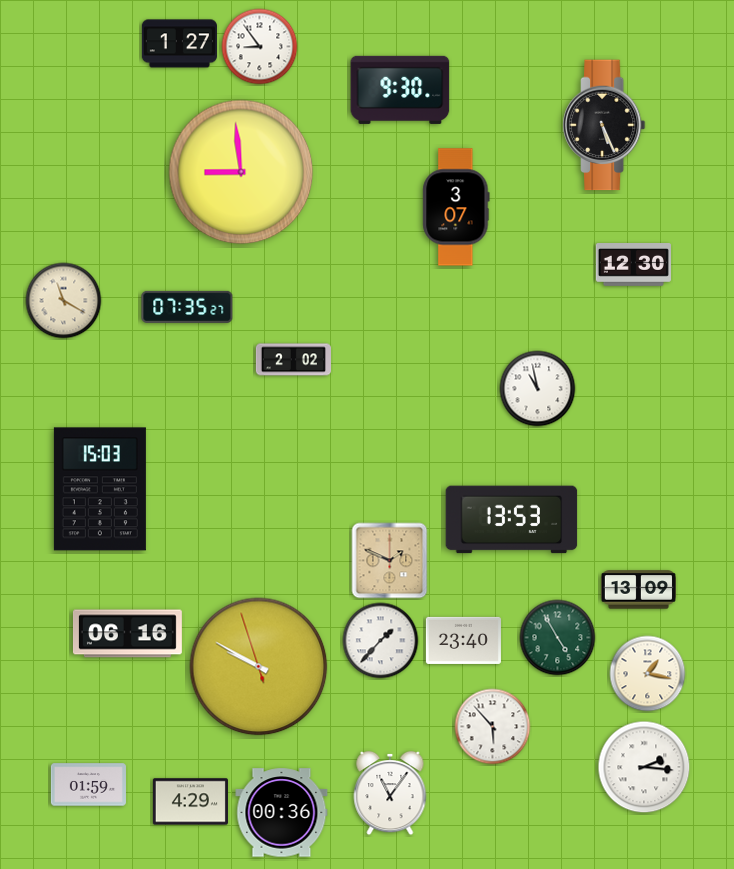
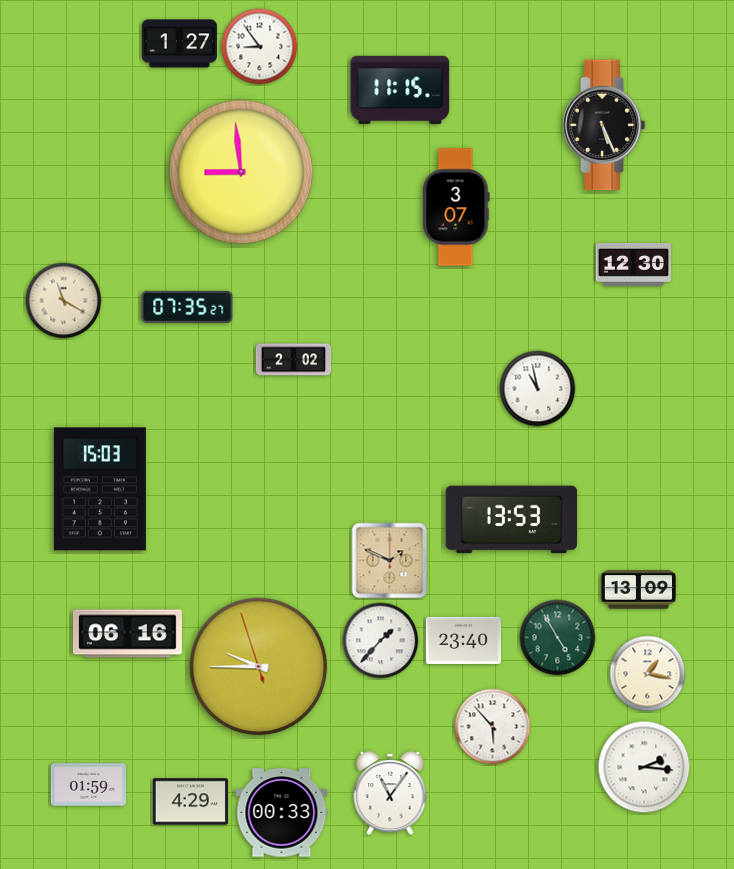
clock at (400, 90): 9:30 -> 11:15
clock at (259, 667): 9:49 -> 9:44
clock at (282, 813): 00:36 -> 00:33
